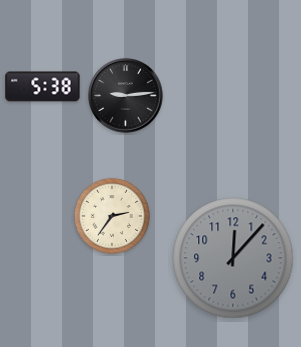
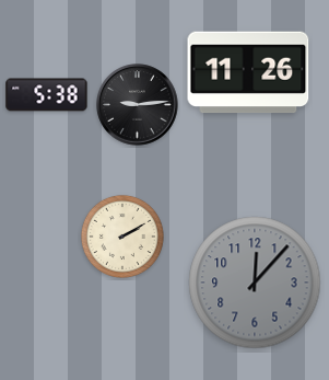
clock at (248, 72): none -> 11:26
clock at (112, 216): 2:36 -> 2:10
